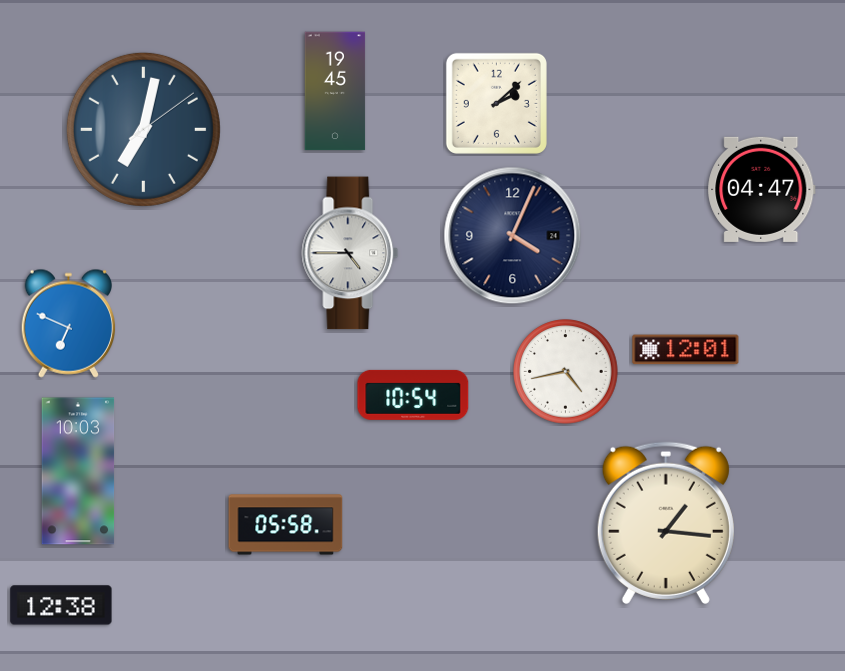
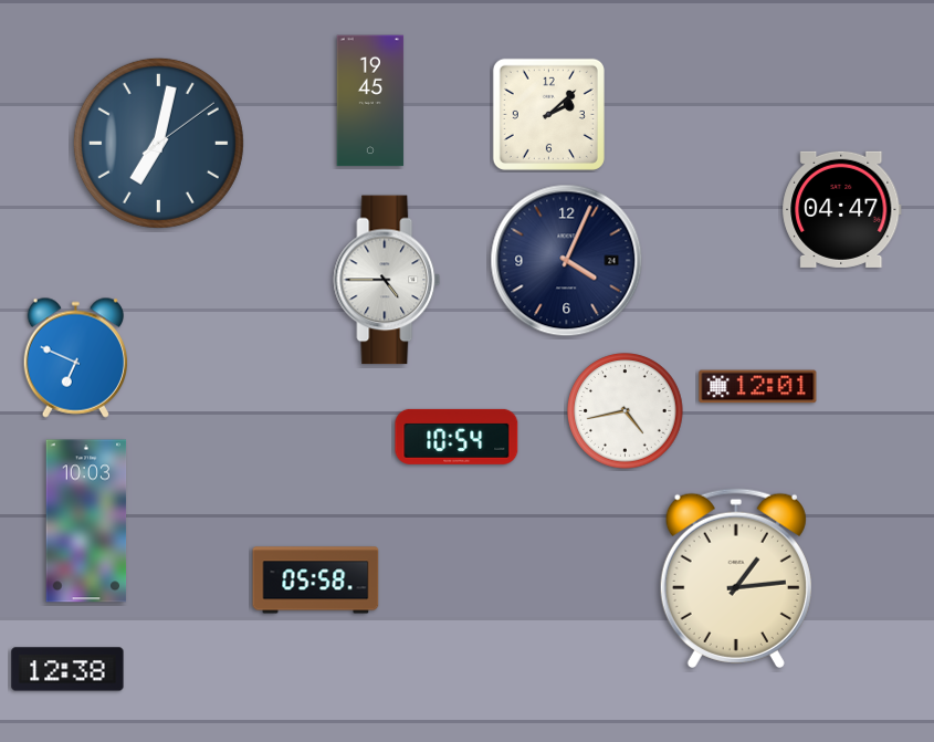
clock at (666, 523): 1:16 -> 1:14
